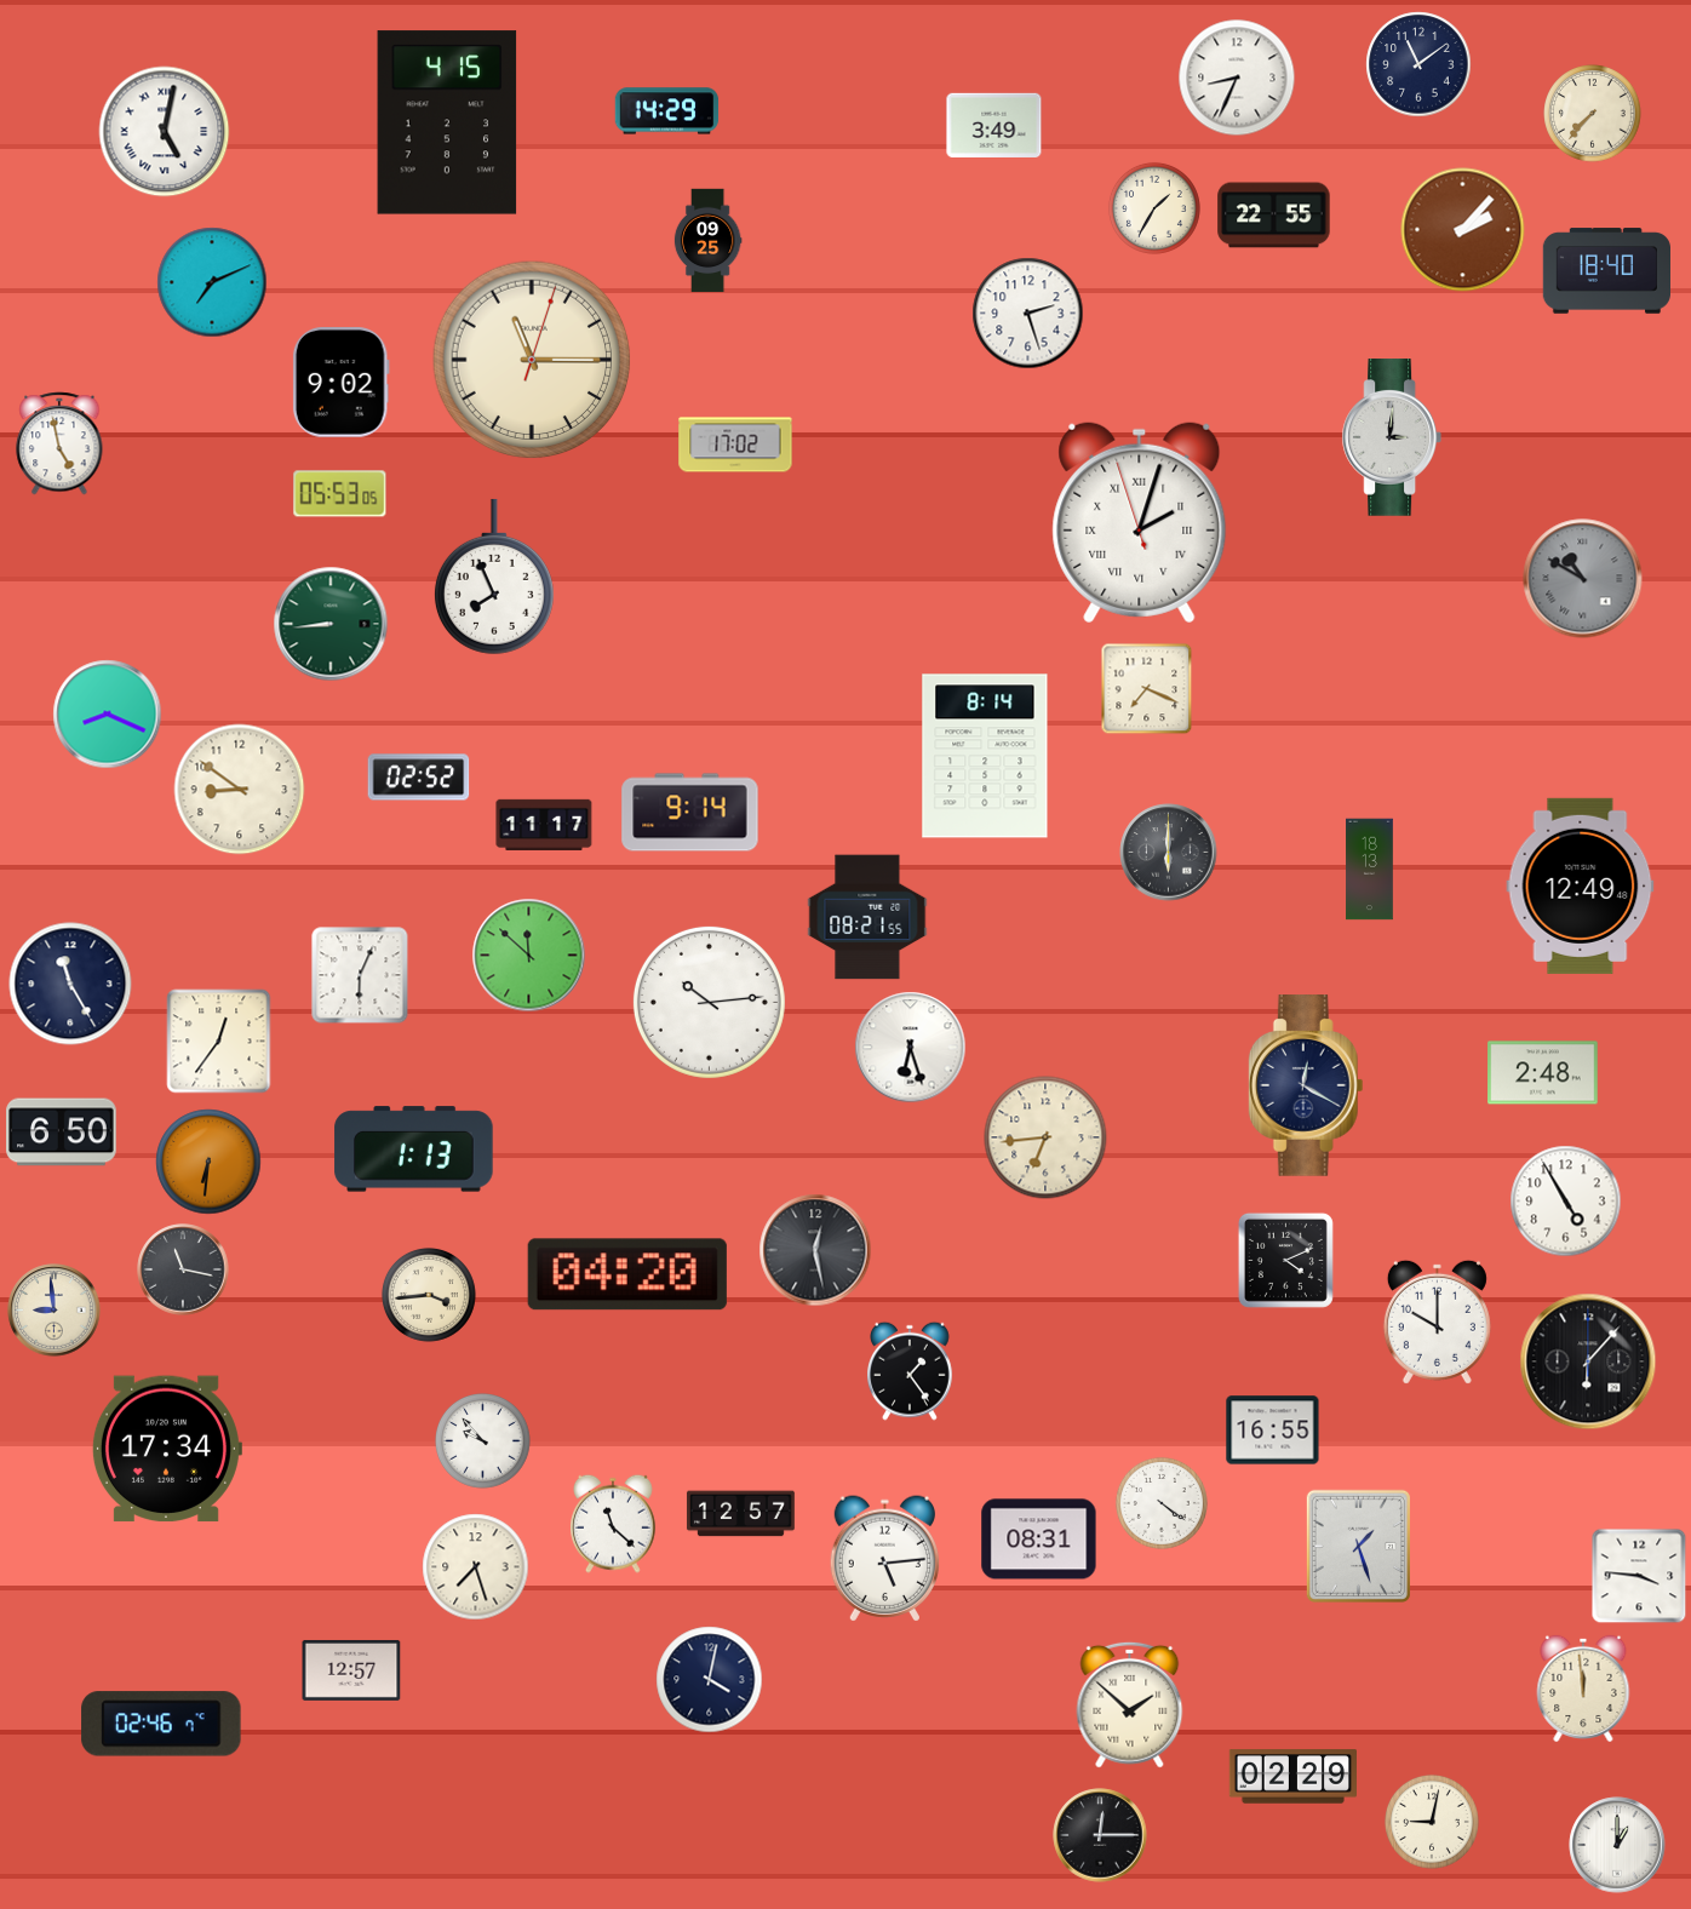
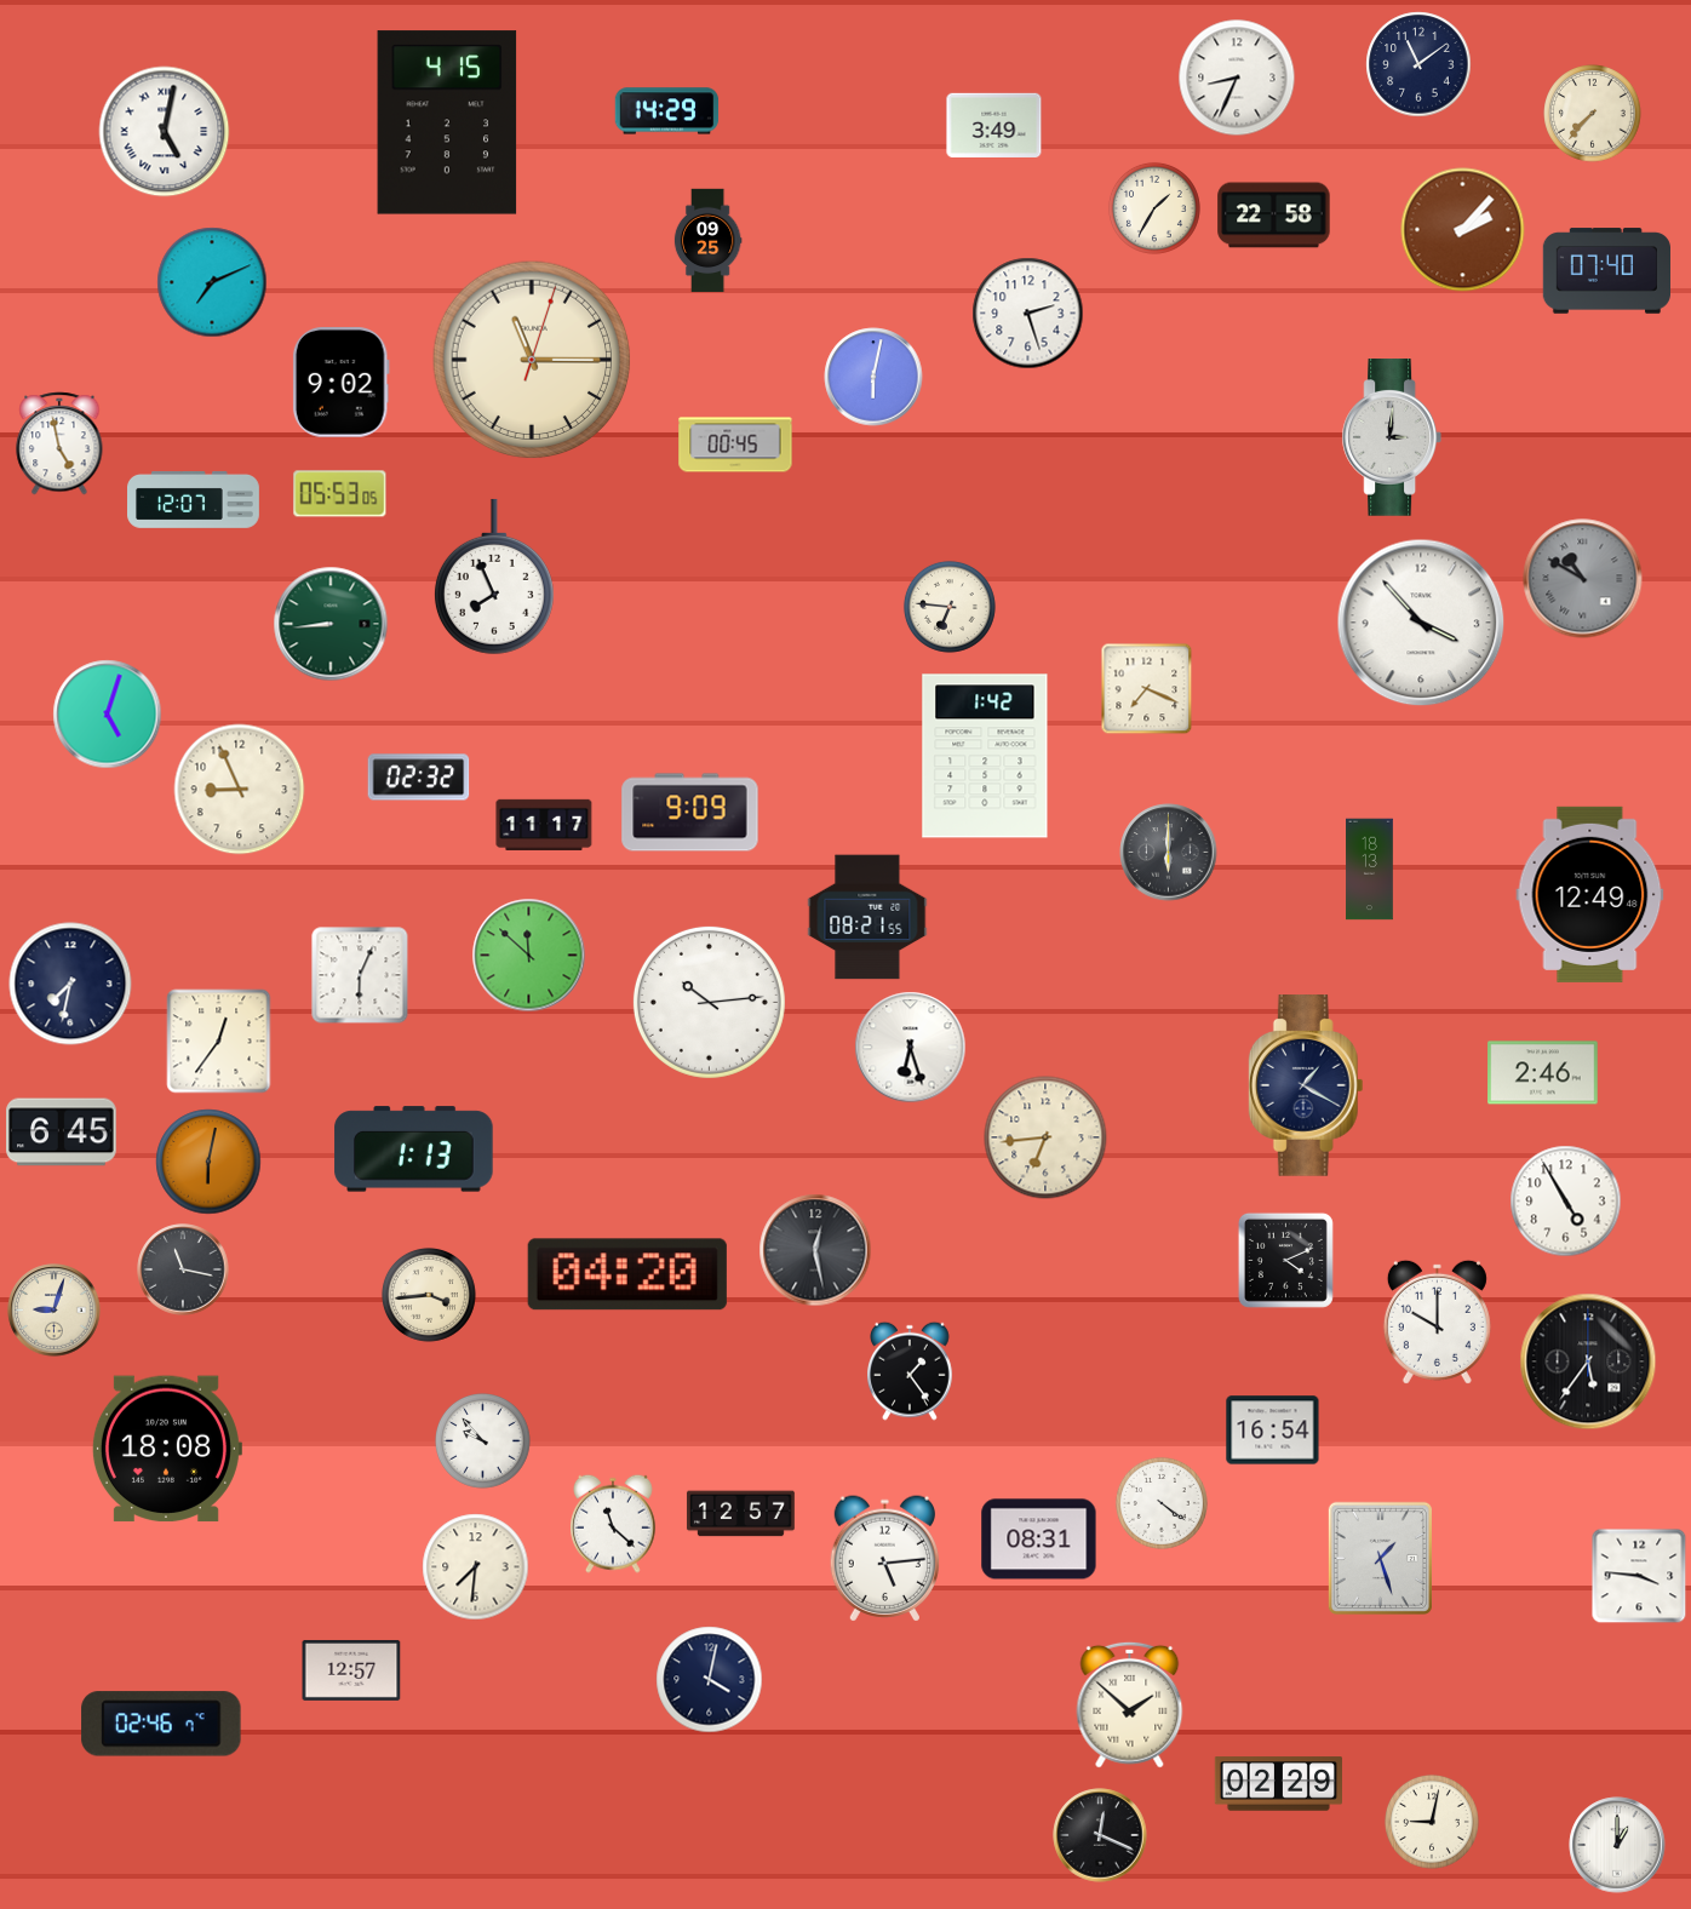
clock at (1274, 216): 22:55 -> 22:58
clock at (1606, 271): 18:40 -> 07:40
clock at (873, 377): none -> 6:02
clock at (735, 445): 17:02 -> 00:45
clock at (194, 500): none -> 12:07
clock at (1140, 523): 2:02 -> none
clock at (950, 607): none -> 6:46
clock at (1421, 623): none -> 3:53
clock at (108, 715): 8:19 -> 5:03
clock at (985, 756): 8:14 -> 1:42
clock at (419, 778): 02:52 -> 02:32
clock at (240, 790): 8:51 -> 8:56
clock at (690, 813): 9:14 -> 9:09
clock at (1581, 885) position: (1581, 885) -> (1590, 894)
clock at (70, 984): 11:25 -> 7:32
clock at (1543, 1073): 2:48 -> 2:46
clock at (1306, 1085): 12:20 -> 1:20
clock at (62, 1133): 6:50 -> 6:45
clock at (208, 1162): 6:31 -> 6:02
clock at (55, 1311): 8:59 -> 9:03
clock at (1588, 1361): 6:07 -> 5:36
clock at (1273, 1431): 16:55 -> 16:54
clock at (166, 1449): 17:34 -> 18:08
clock at (1358, 1546) position: (1358, 1546) -> (1380, 1558)
clock at (476, 1567): 7:27 -> 7:31
clock at (1583, 1689): 11:59 -> none
clock at (1292, 1777) position: (1292, 1777) -> (1278, 1784)
clock at (1100, 1835): 12:15 -> 12:19
